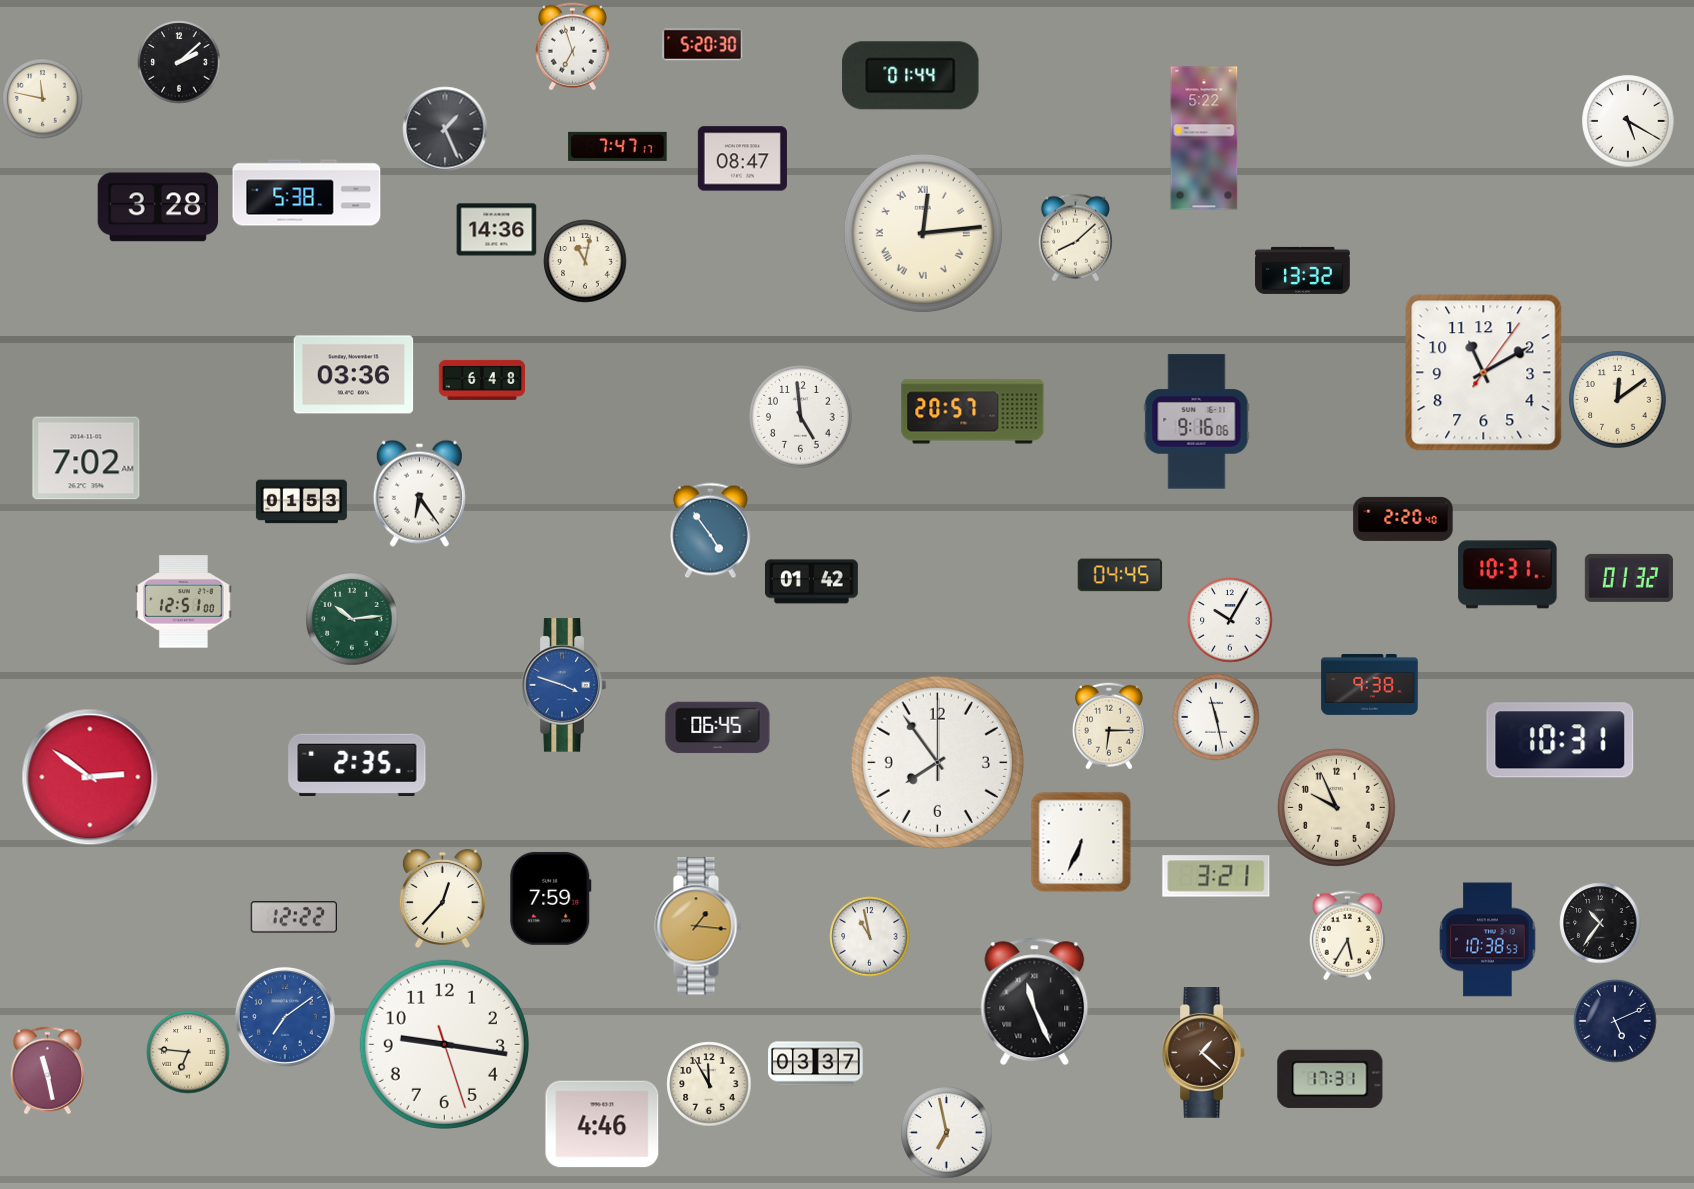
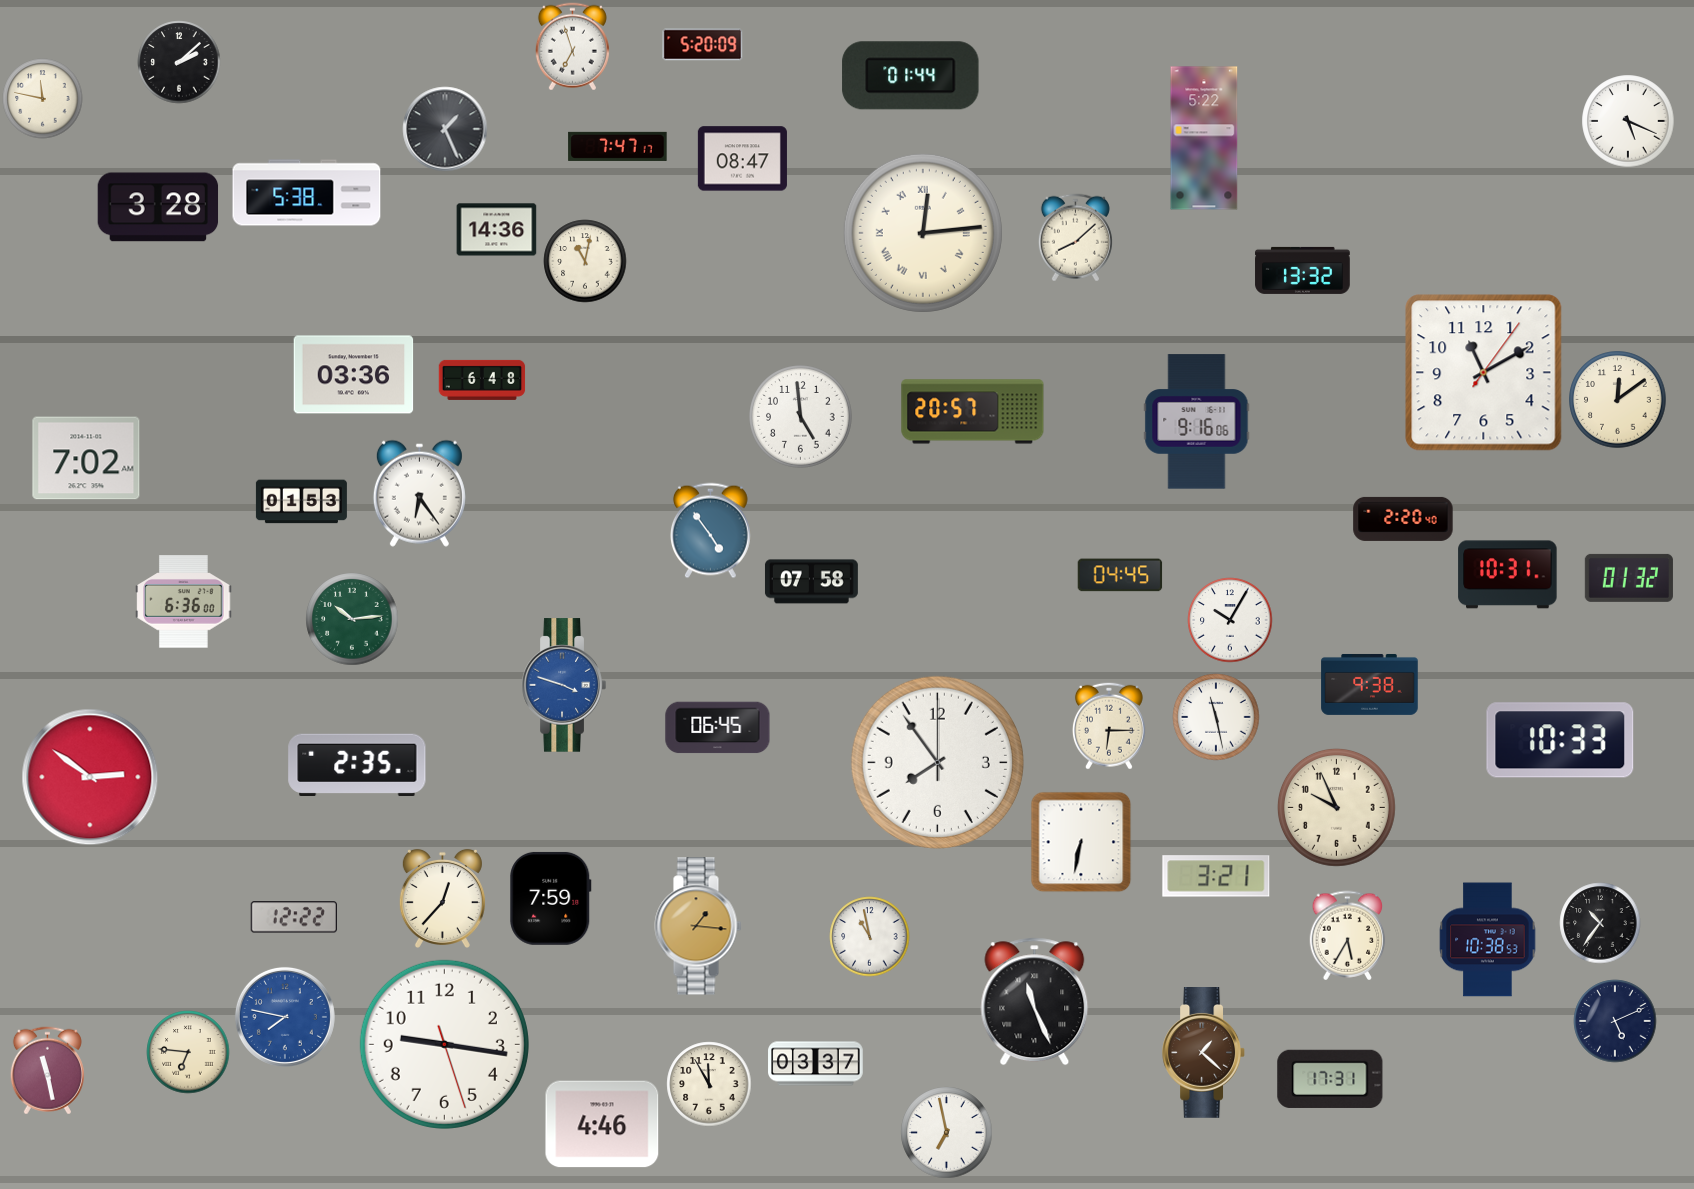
clock at (703, 45): 5:20:30 -> 5:20:09
clock at (1628, 121): 5:20 -> 5:19
clock at (811, 582): 01:42 -> 07:58
clock at (184, 602): 12:51 -> 6:36
clock at (1560, 740): 10:31 -> 10:33
clock at (1081, 842): 6:34 -> 6:32
clock at (285, 1017): 7:09 -> 7:47
